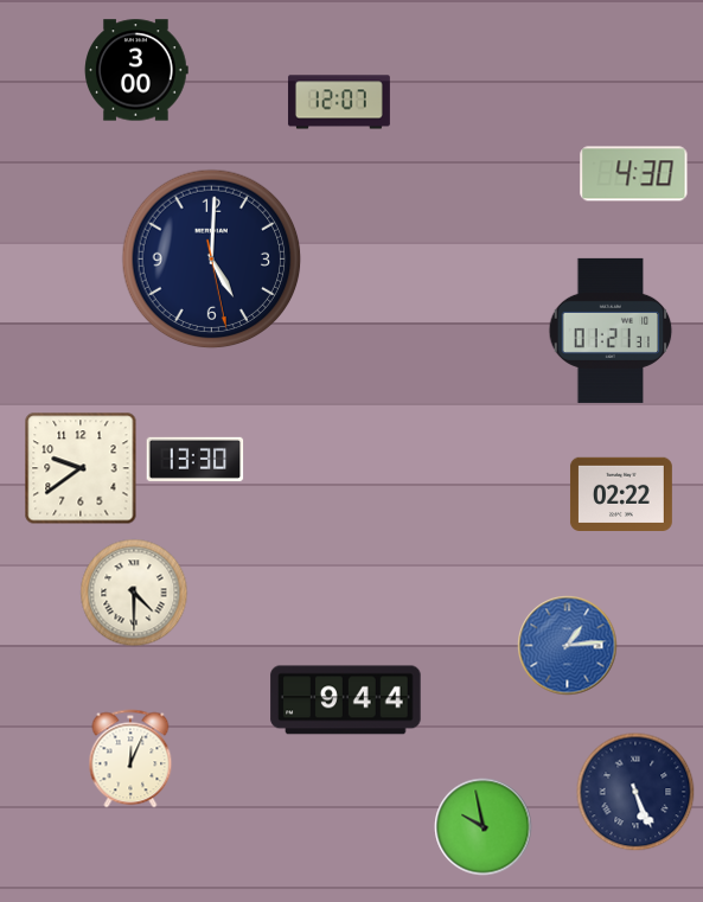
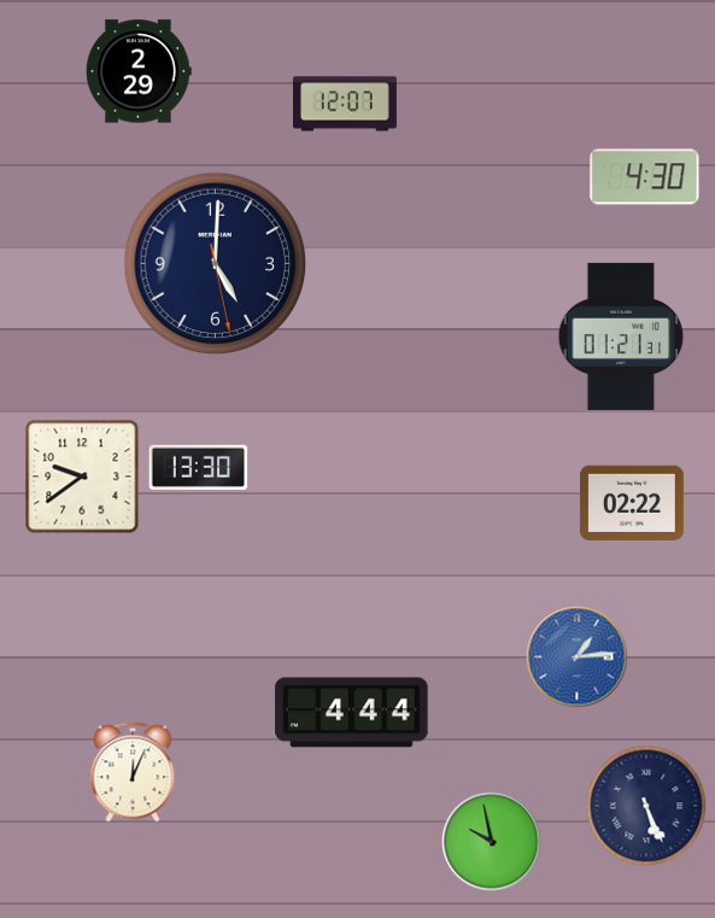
clock at (136, 70): 3:00 -> 2:29
clock at (134, 593): 4:30 -> none
clock at (346, 701): 9:44 -> 4:44
